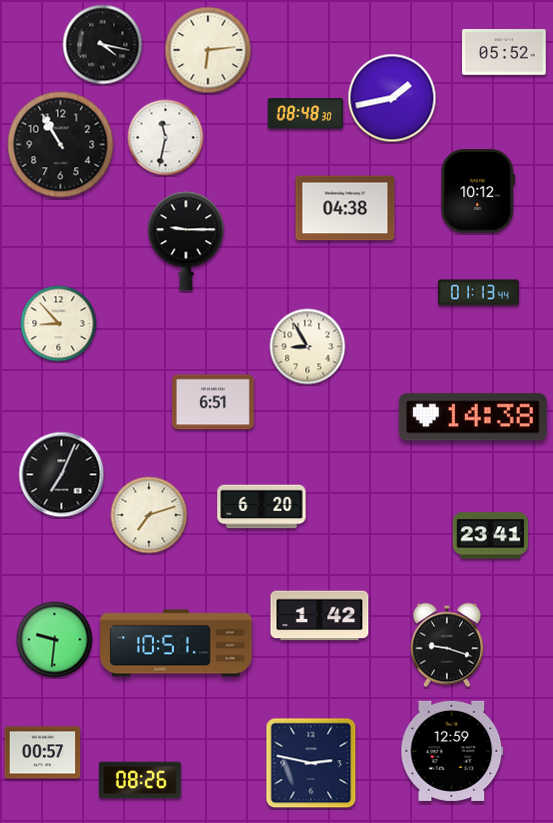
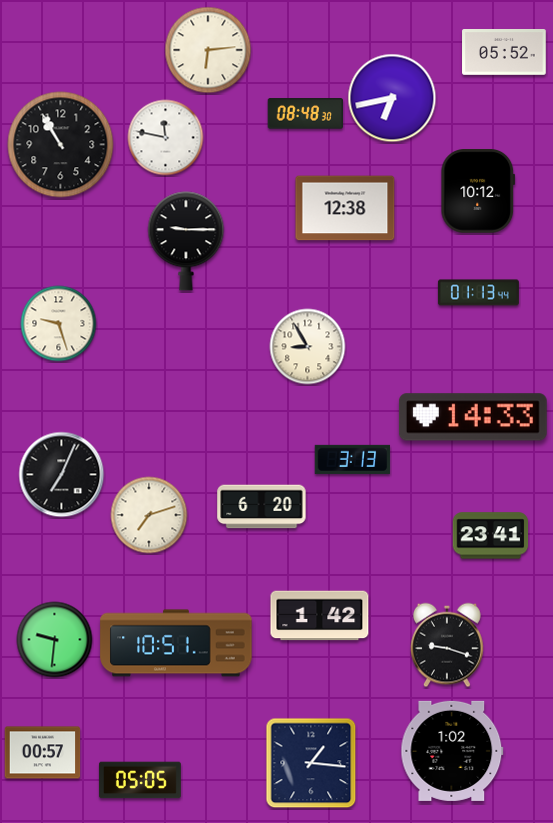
clock at (103, 45): 4:17 -> none
clock at (392, 98): 1:43 -> 6:43
clock at (166, 138): 11:32 -> 11:47
clock at (345, 208): 04:38 -> 12:38
clock at (59, 324): 8:53 -> 9:27
clock at (213, 402): 6:51 -> none
clock at (473, 417): 14:38 -> 14:33
clock at (353, 459): none -> 3:13
clock at (452, 751): 12:59 -> 1:02
clock at (311, 763): 2:47 -> 1:16
clock at (140, 780): 08:26 -> 05:05
